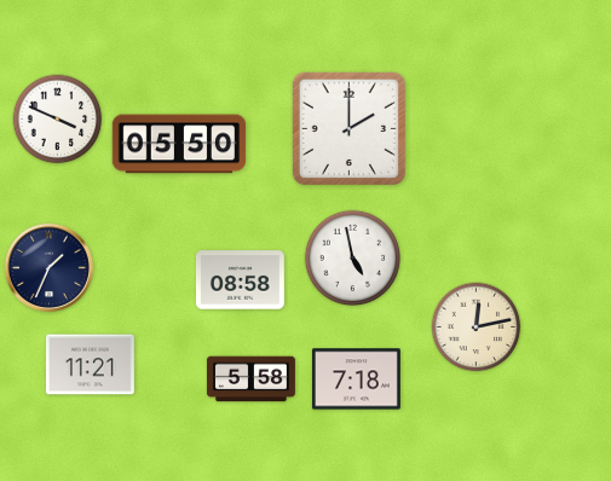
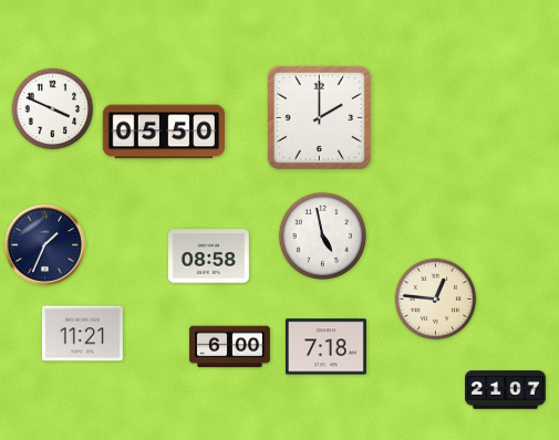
clock at (240, 280) position: (240, 280) -> (208, 256)
clock at (477, 328): 12:13 -> 12:46
clock at (250, 379): 5:58 -> 6:00
clock at (506, 390): none -> 21:07
